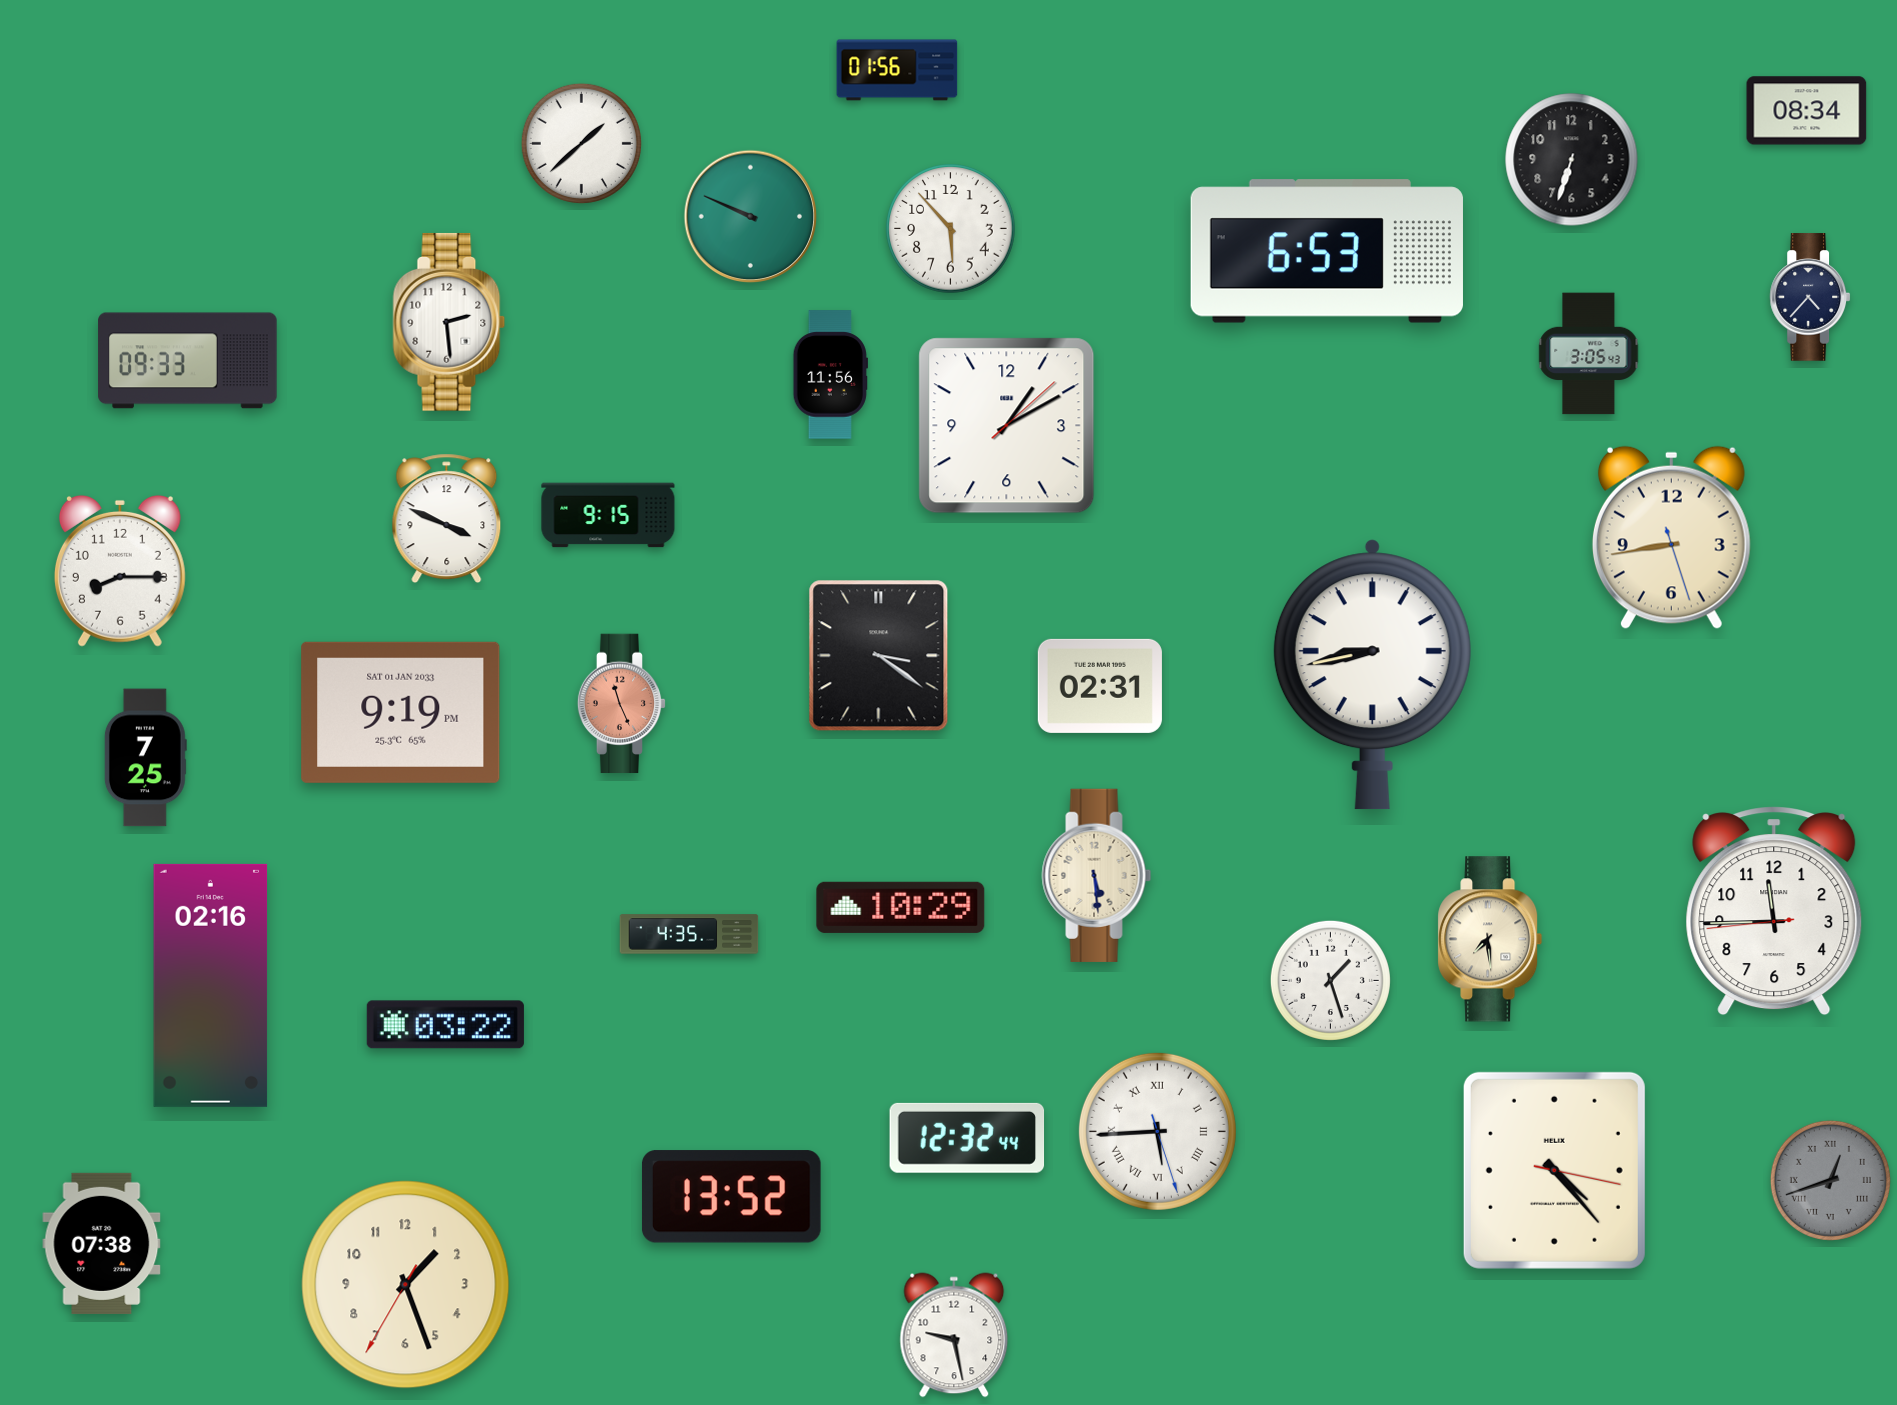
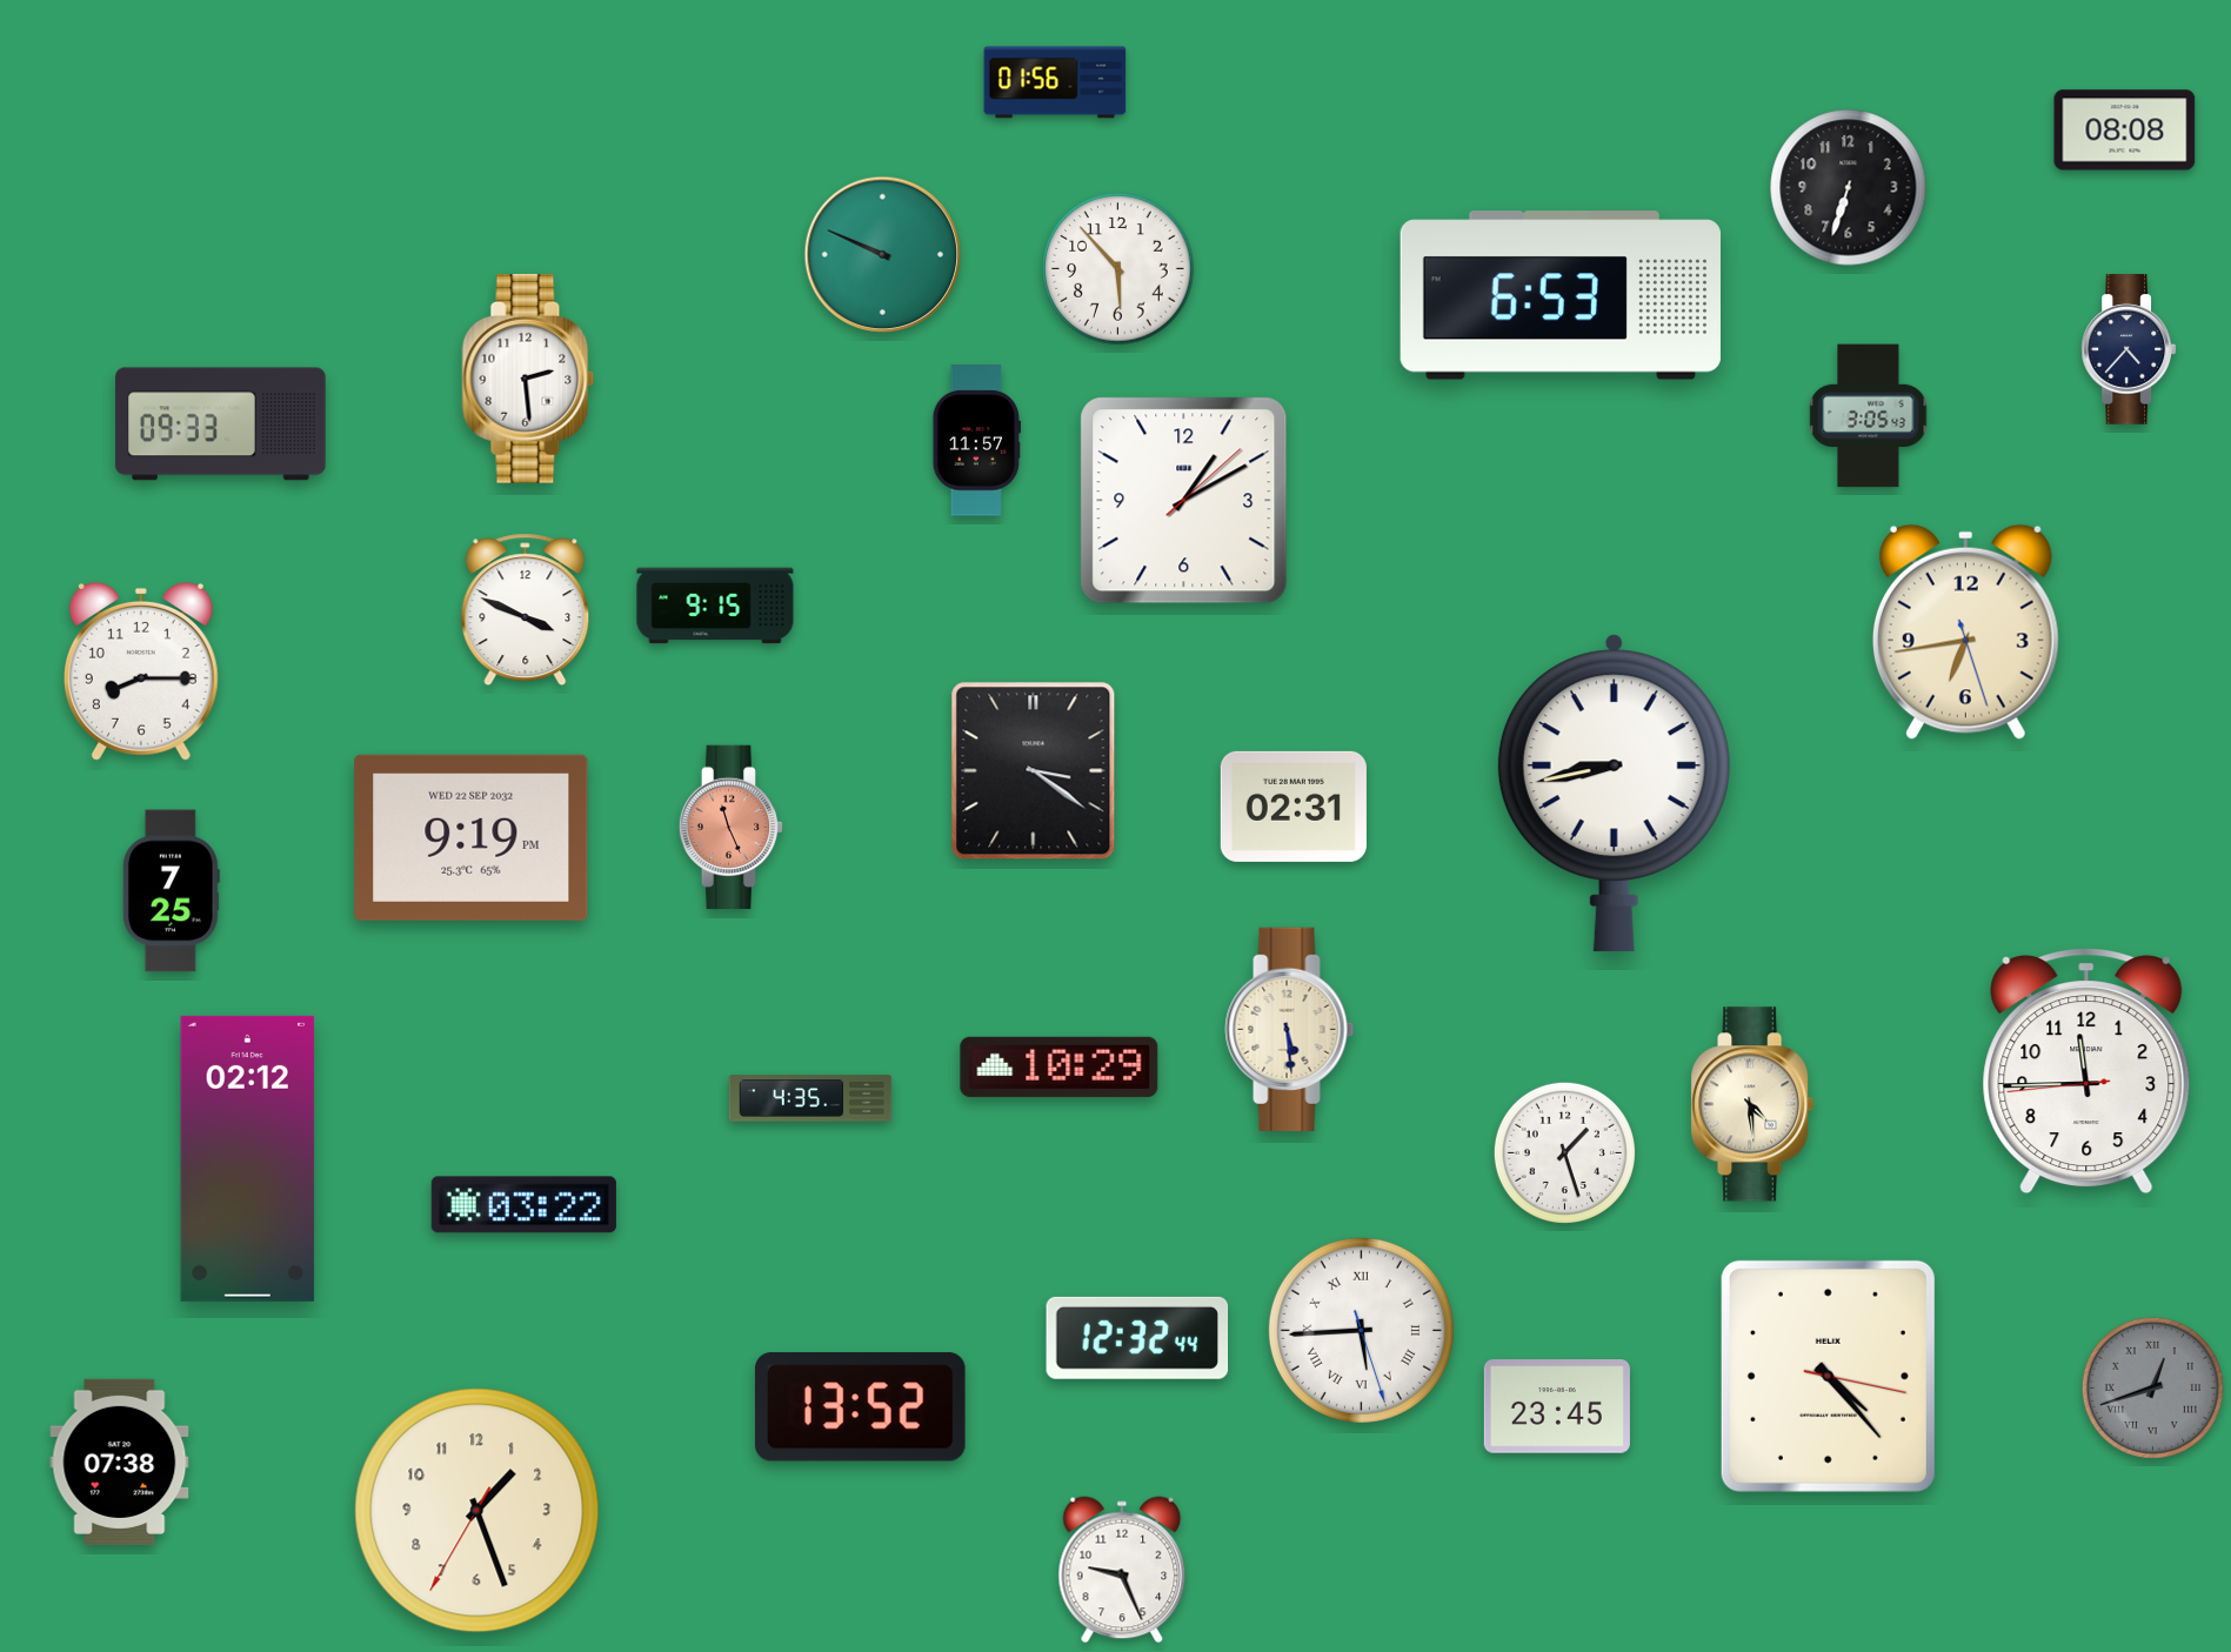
clock at (1807, 111): 08:34 -> 08:08
clock at (581, 143): 1:38 -> none
clock at (830, 375): 11:56 -> 11:57
clock at (1671, 537): 8:43 -> 6:43
clock at (401, 712) date: SAT 01 JAN 2033 -> WED 22 SEP 2032
clock at (1490, 939): 7:29 -> 4:29
clock at (211, 985): 02:16 -> 02:12
clock at (1557, 1406): none -> 23:45
clock at (954, 1335): 9:28 -> 9:26
